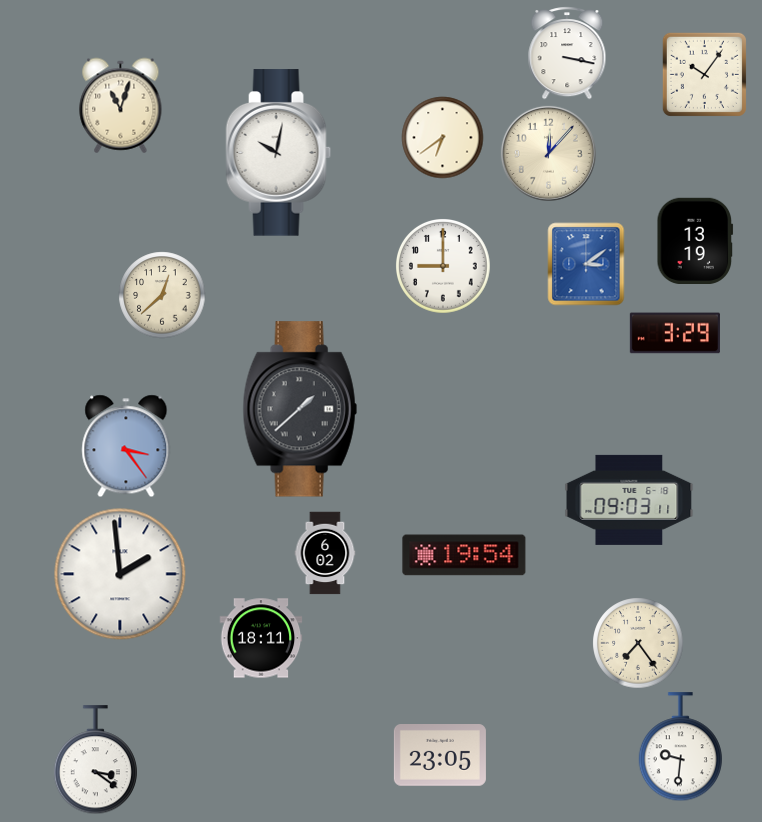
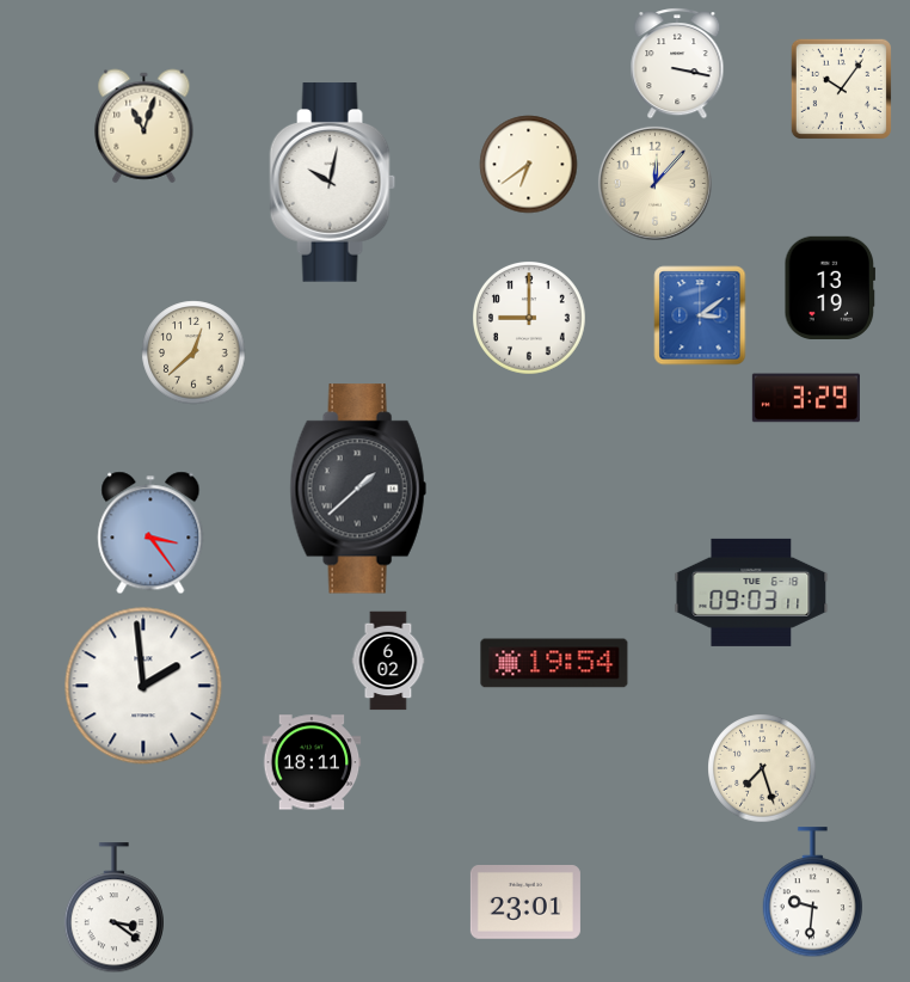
clock at (629, 500) position: (629, 500) -> (751, 593)
clock at (638, 643): 7:24 -> 7:27
clock at (440, 756): 23:05 -> 23:01
